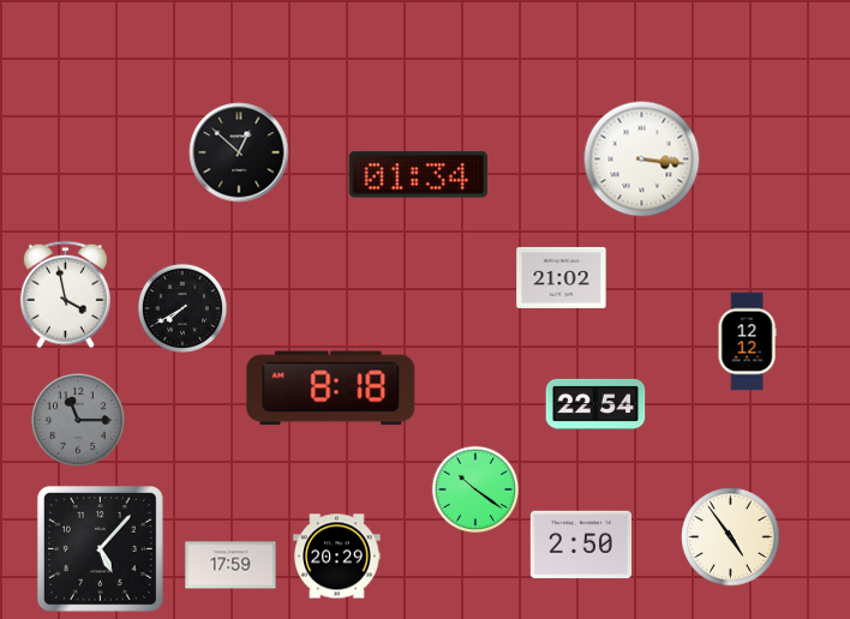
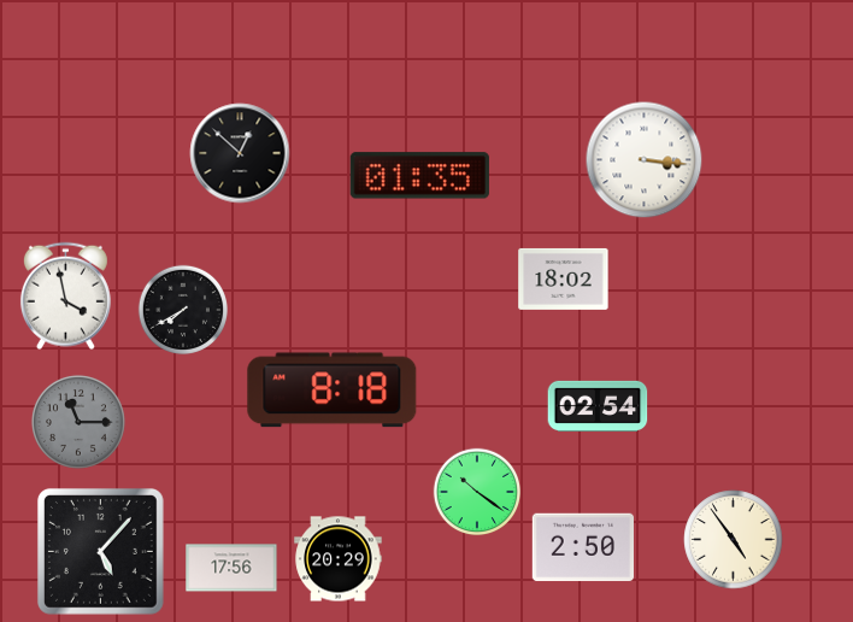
clock at (418, 175): 01:34 -> 01:35
clock at (562, 277): 21:02 -> 18:02
clock at (747, 342): 12:12 -> none
clock at (595, 404): 22:54 -> 02:54
clock at (231, 565): 17:59 -> 17:56
